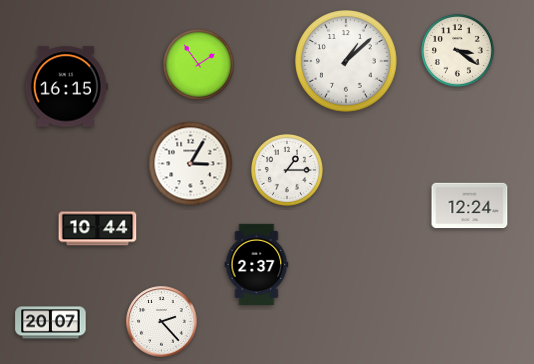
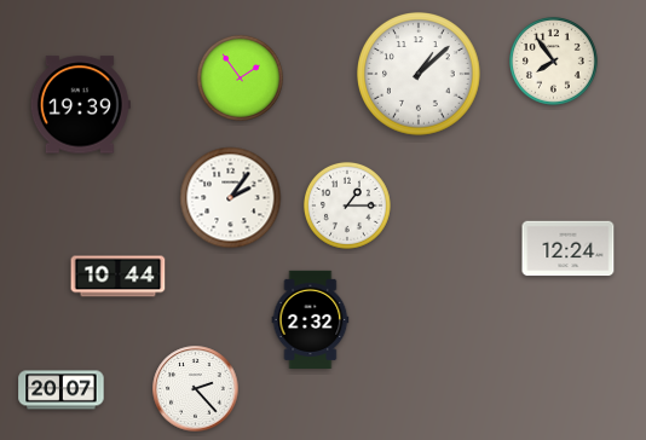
clock at (458, 51): 3:21 -> 7:54
clock at (66, 87): 16:15 -> 19:39
clock at (191, 164): 3:05 -> 2:06
clock at (257, 264): 2:37 -> 2:32
